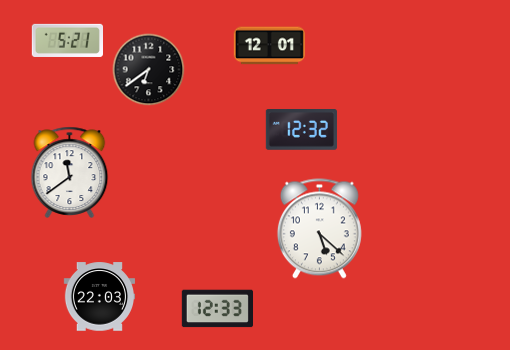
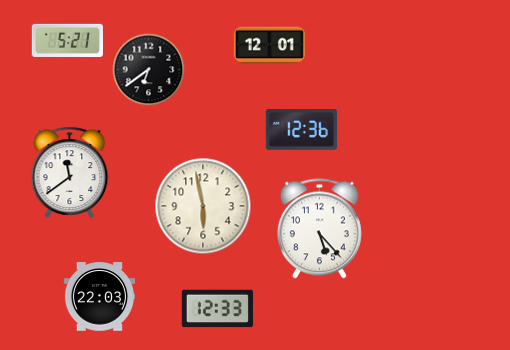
clock at (301, 130): 12:32 -> 12:36
clock at (203, 206): none -> 5:58
clock at (319, 229): 5:22 -> 5:23
